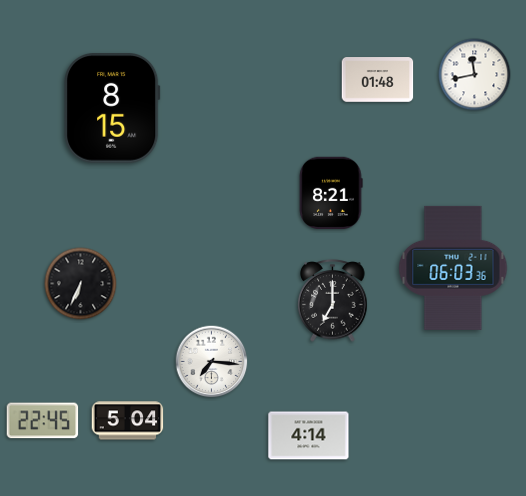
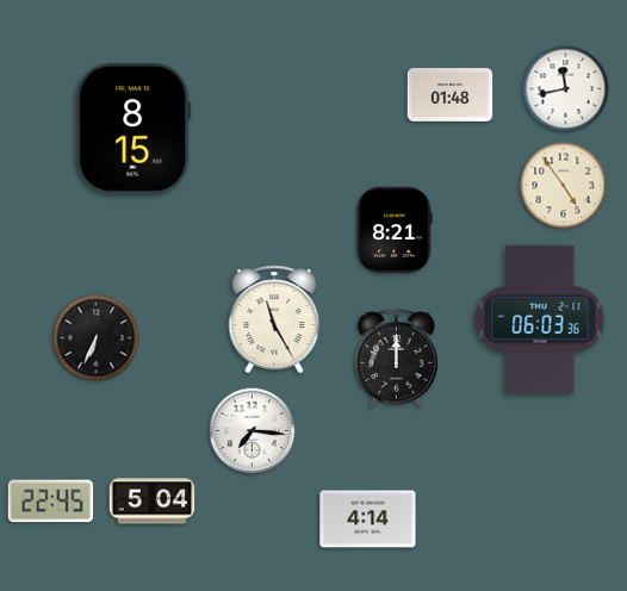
clock at (564, 186): none -> 4:54
clock at (274, 319): none -> 11:25
clock at (333, 301): 7:00 -> 12:00
